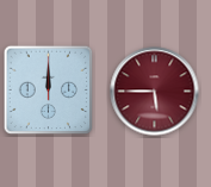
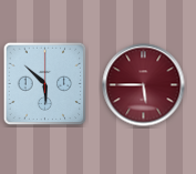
clock at (49, 91): 12:00 -> 5:52
